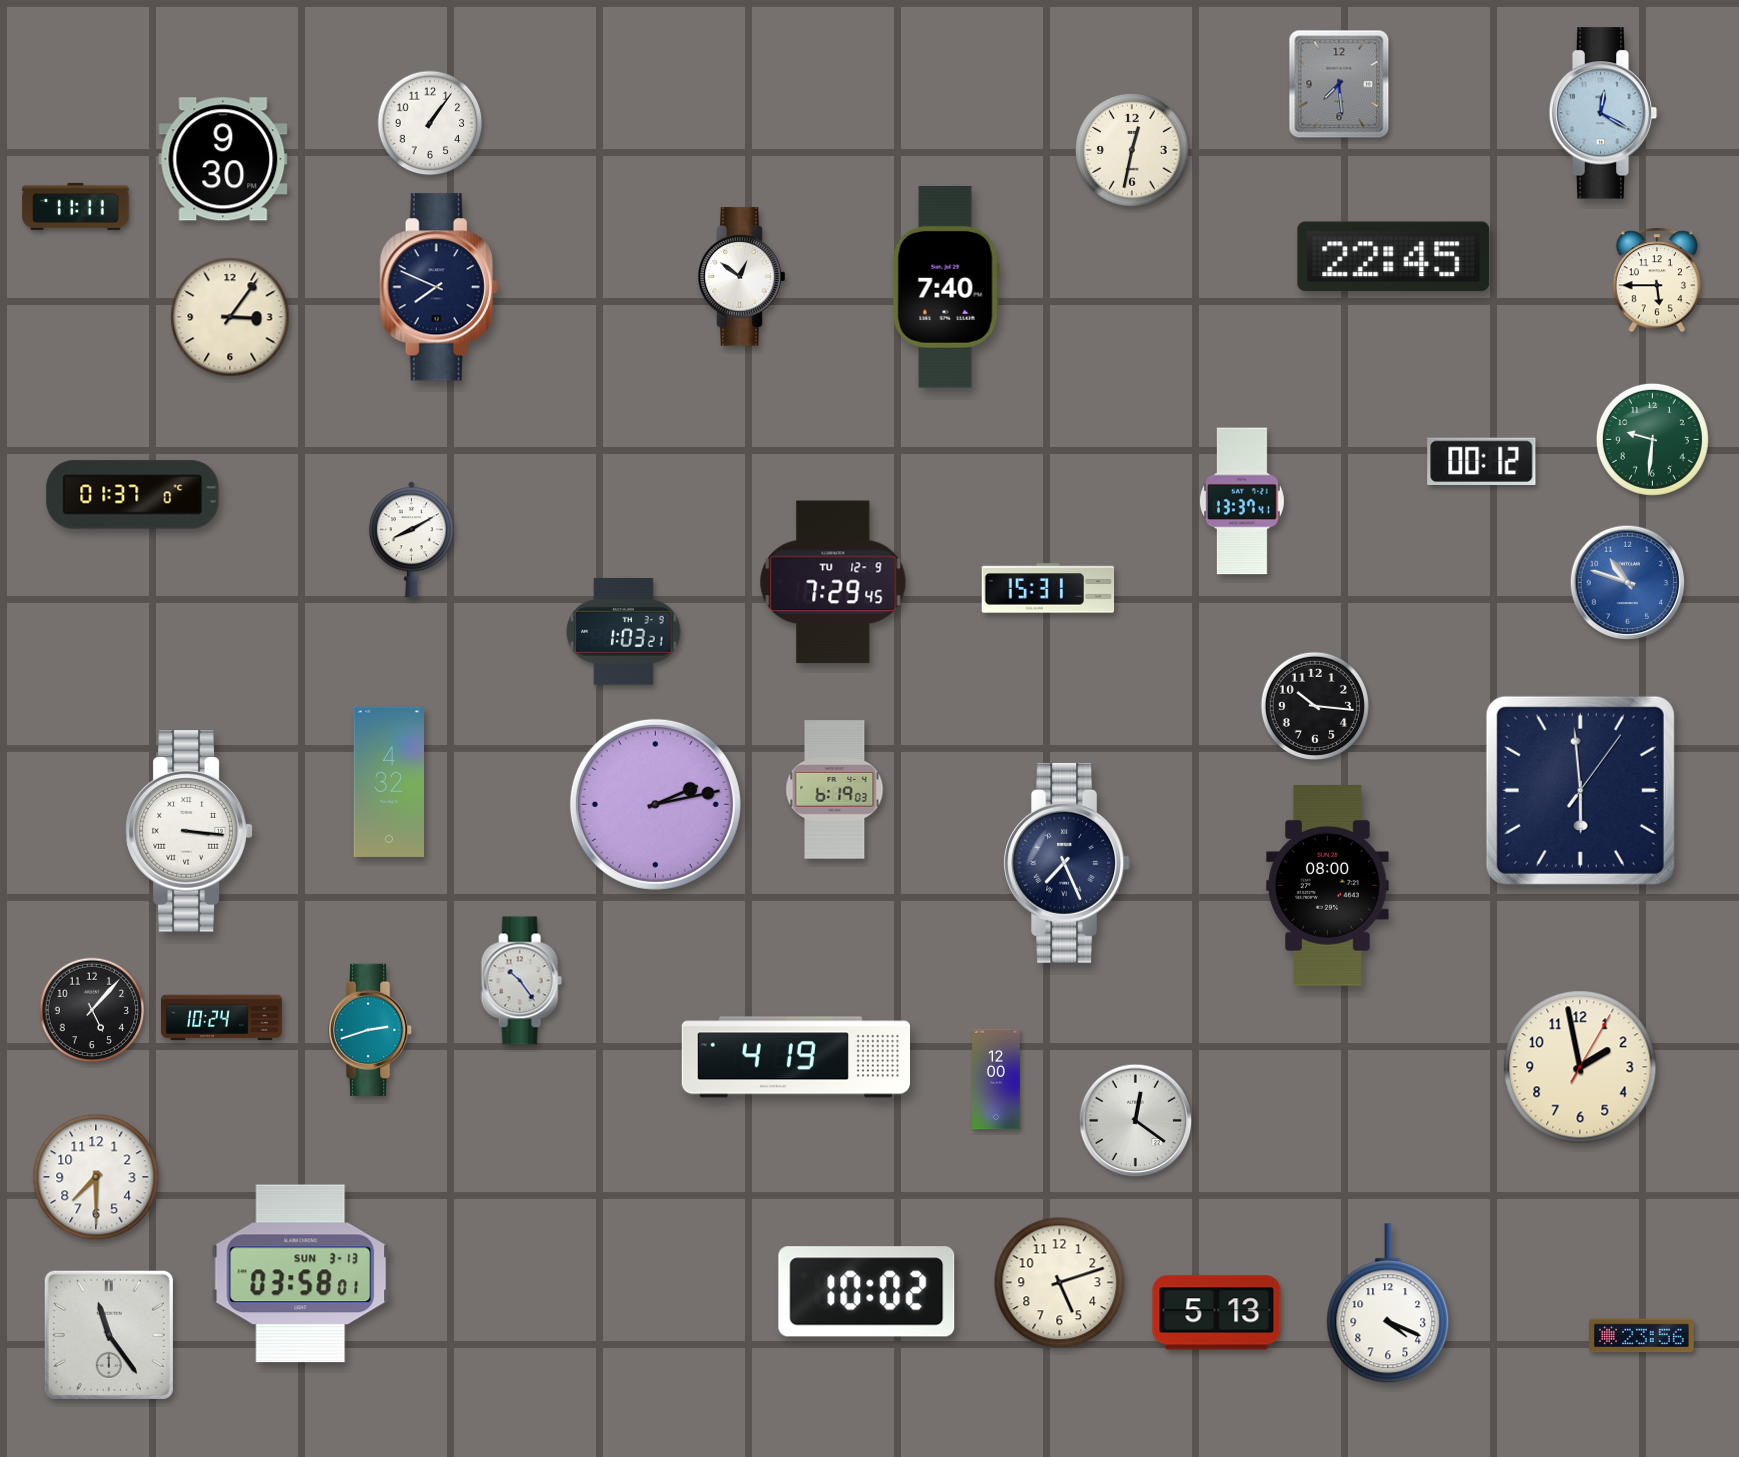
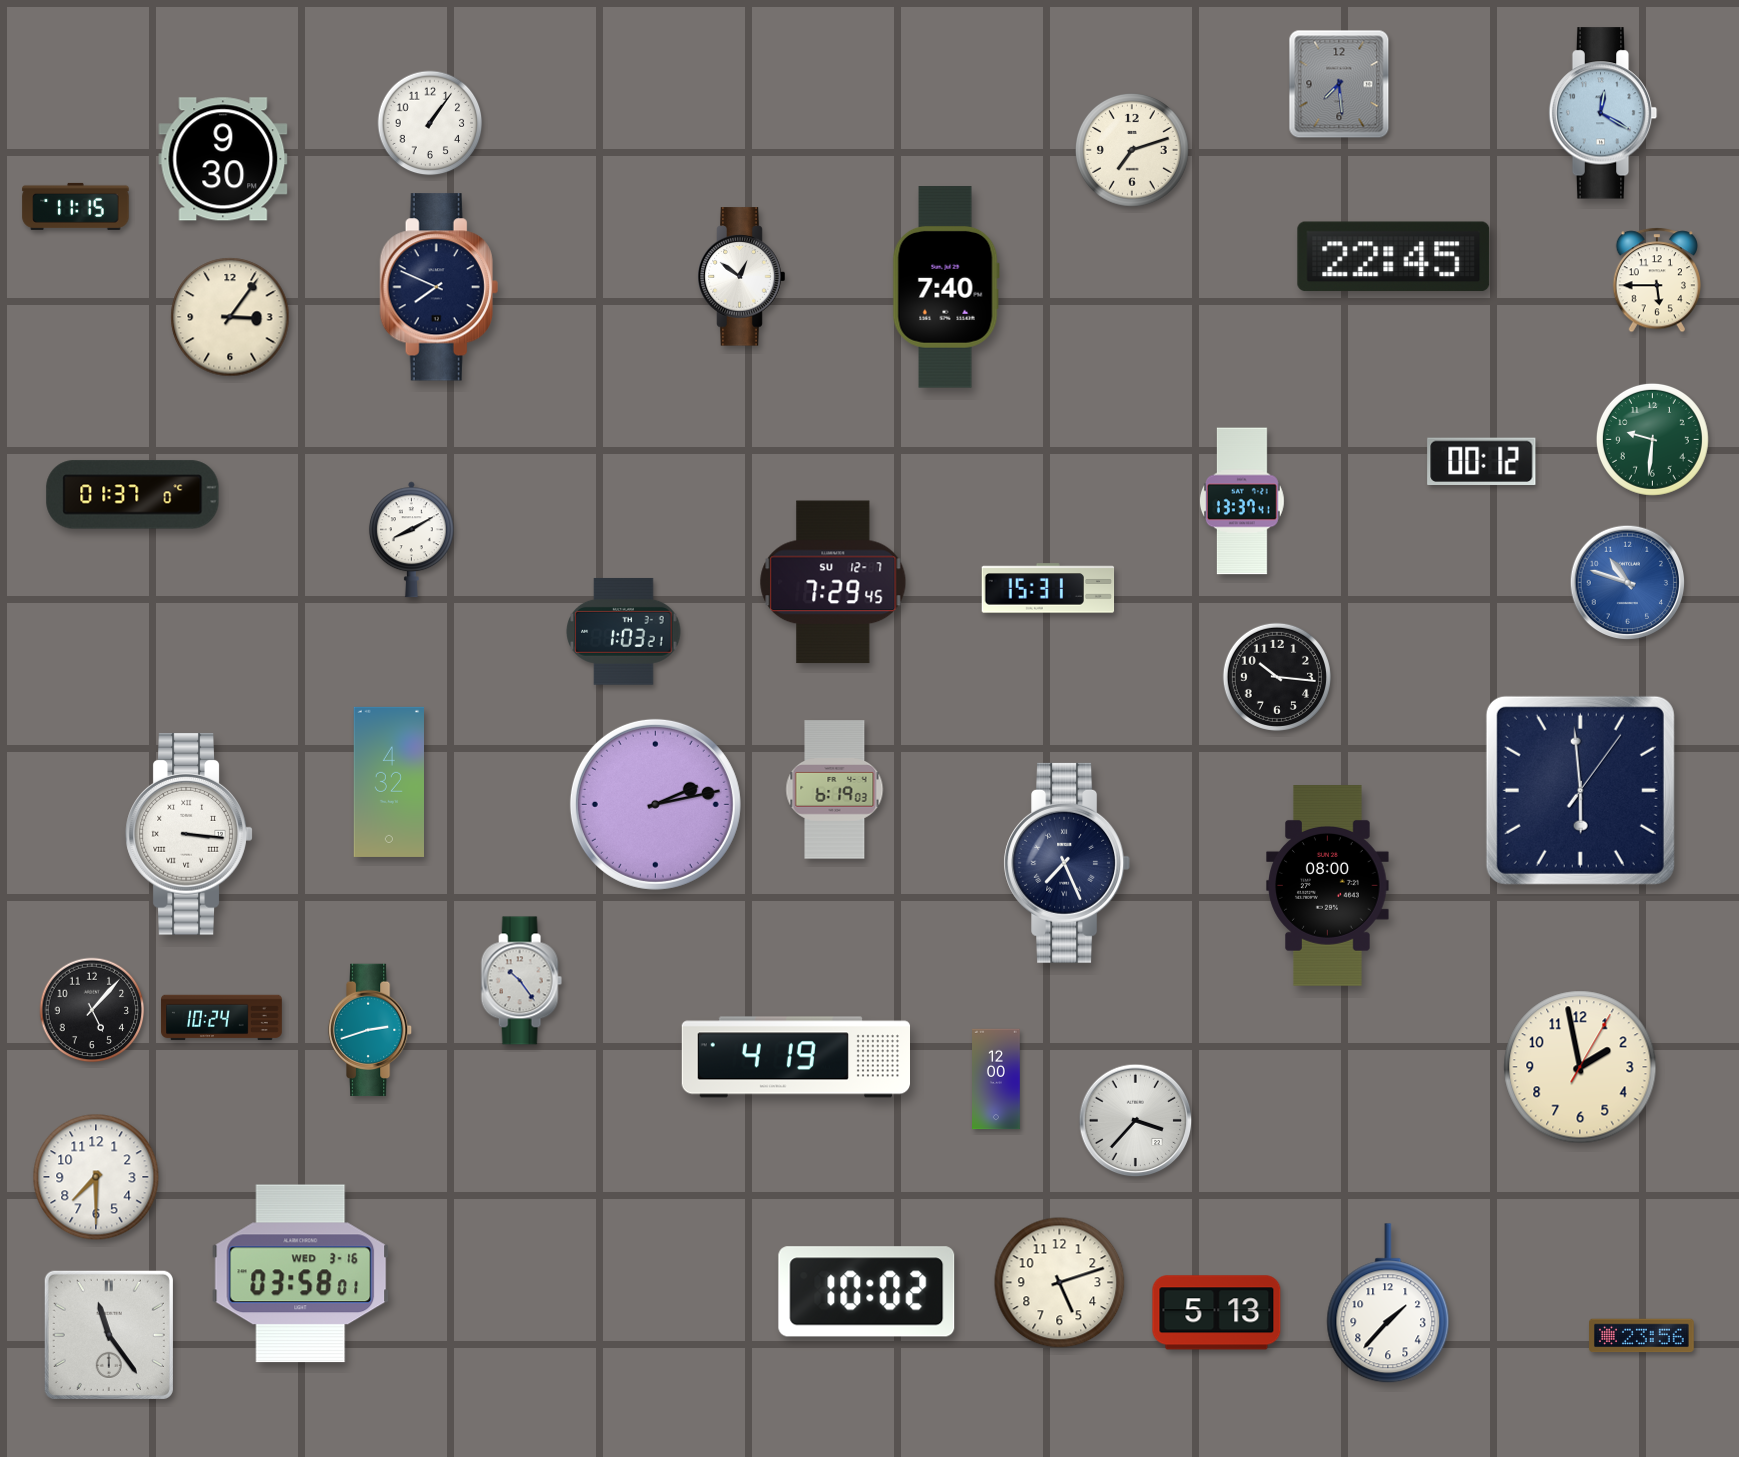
clock at (1132, 150): 12:32 -> 7:12
clock at (76, 206): 11:11 -> 11:15
clock at (833, 582) date: TU 12-9 -> SU 12-7
clock at (1315, 706) position: (1315, 706) -> (1277, 677)
clock at (189, 832) position: (189, 832) -> (189, 835)
clock at (1136, 1121): 12:21 -> 3:37
clock at (301, 1274) date: SUN 3-13 -> WED 3-16
clock at (1388, 1304): 4:19 -> 1:37
